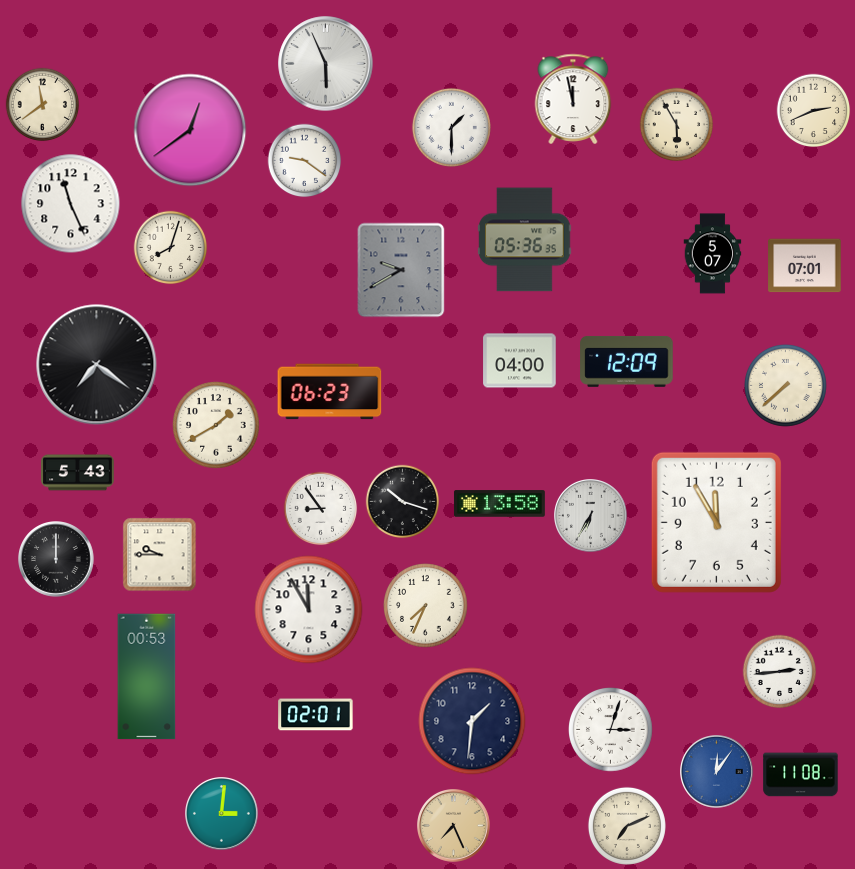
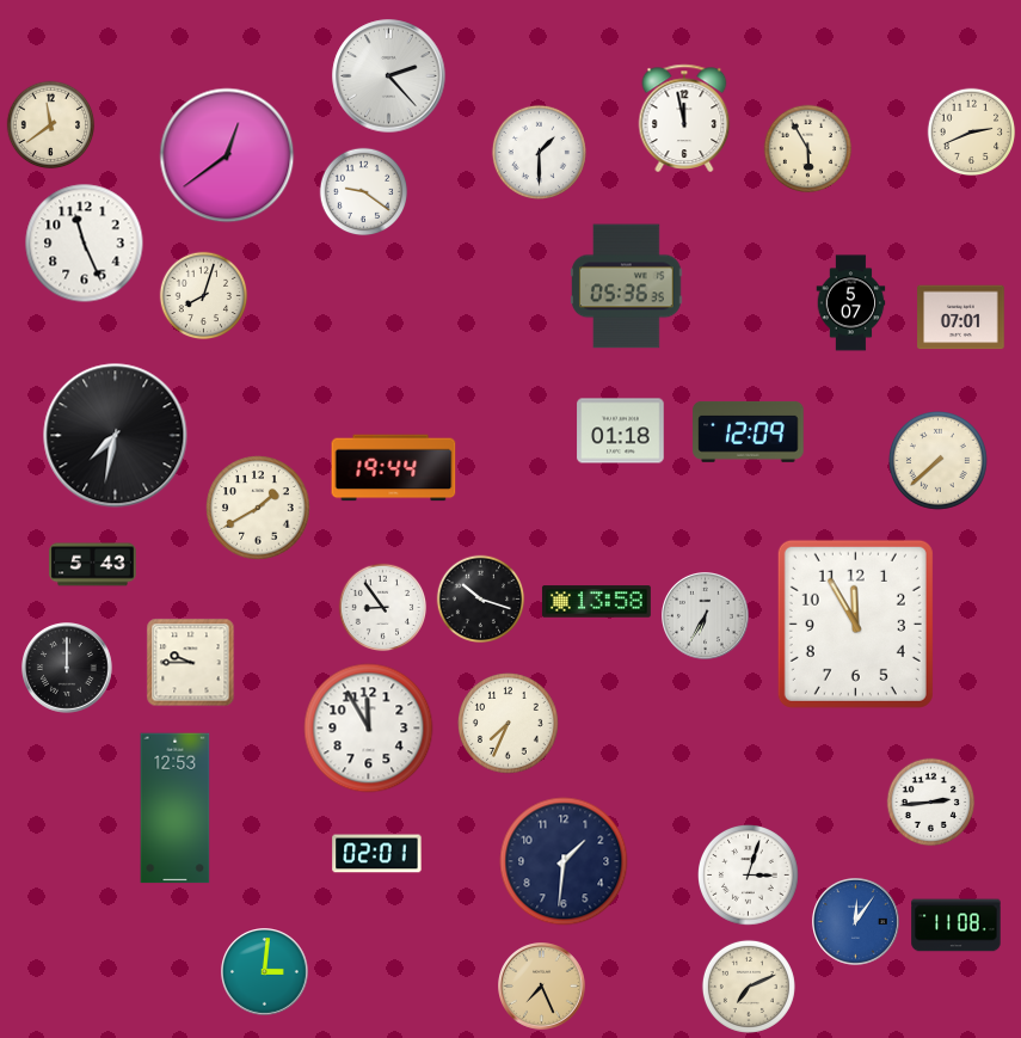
clock at (326, 64): 5:56 -> 2:23
clock at (401, 270): 9:40 -> none
clock at (520, 361): 04:00 -> 01:18
clock at (97, 365): 7:21 -> 7:32
clock at (330, 392): 06:23 -> 19:44
clock at (147, 677): 00:53 -> 12:53
clock at (611, 730) position: (611, 730) -> (749, 876)
